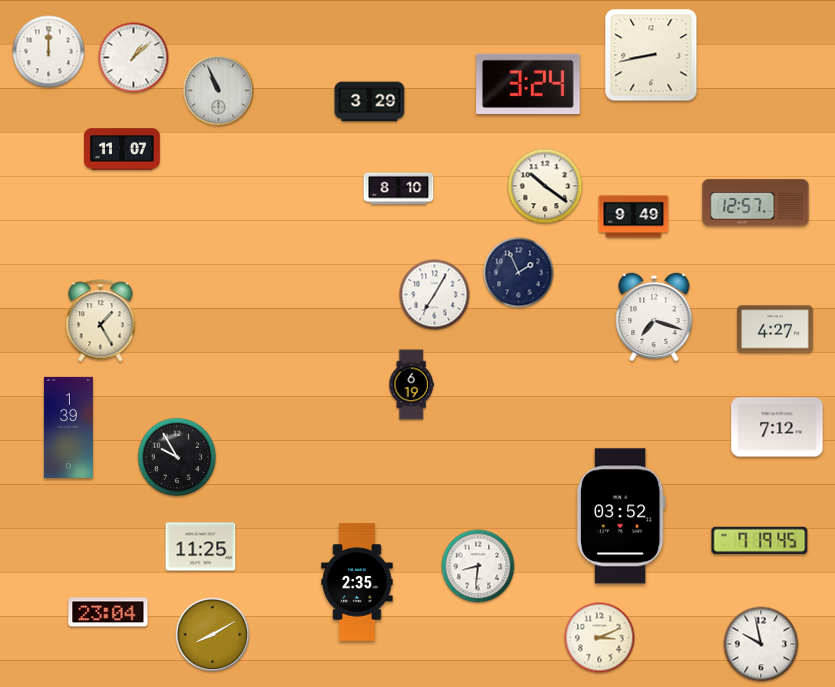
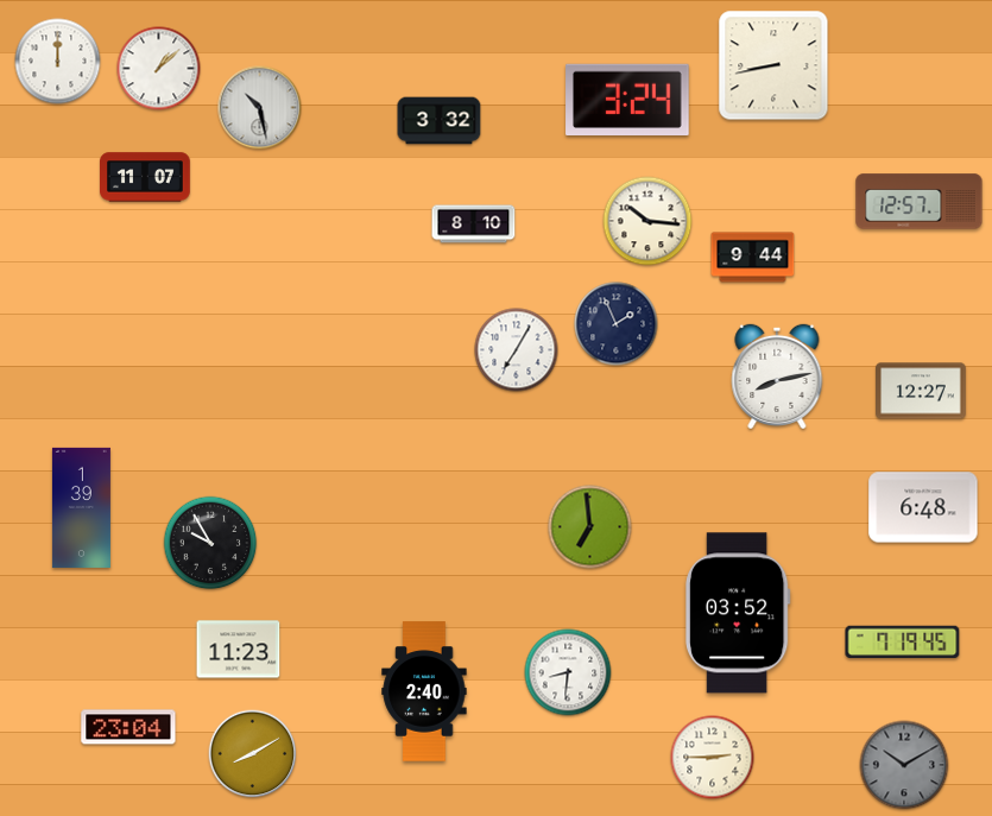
clock at (219, 91): 10:56 -> 10:28
clock at (370, 102): 3:29 -> 3:32
clock at (545, 186): 10:21 -> 10:16
clock at (756, 203) position: (756, 203) -> (920, 202)
clock at (634, 217): 9:49 -> 9:44
clock at (654, 316): 7:18 -> 8:13
clock at (101, 321): 1:25 -> none
clock at (776, 329): 4:27 -> 12:27
clock at (411, 385): 6:19 -> none
clock at (777, 427): 7:12 -> 6:48
clock at (590, 527): none -> 6:59
clock at (201, 547): 11:25 -> 11:23
clock at (357, 582): 2:35 -> 2:40
clock at (600, 638): 3:11 -> 2:45
clock at (761, 644): 9:58 -> 10:10
clock at (761, 644) dial: white -> grey
